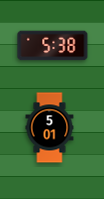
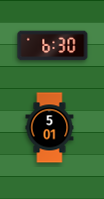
clock at (53, 46): 5:38 -> 6:30
